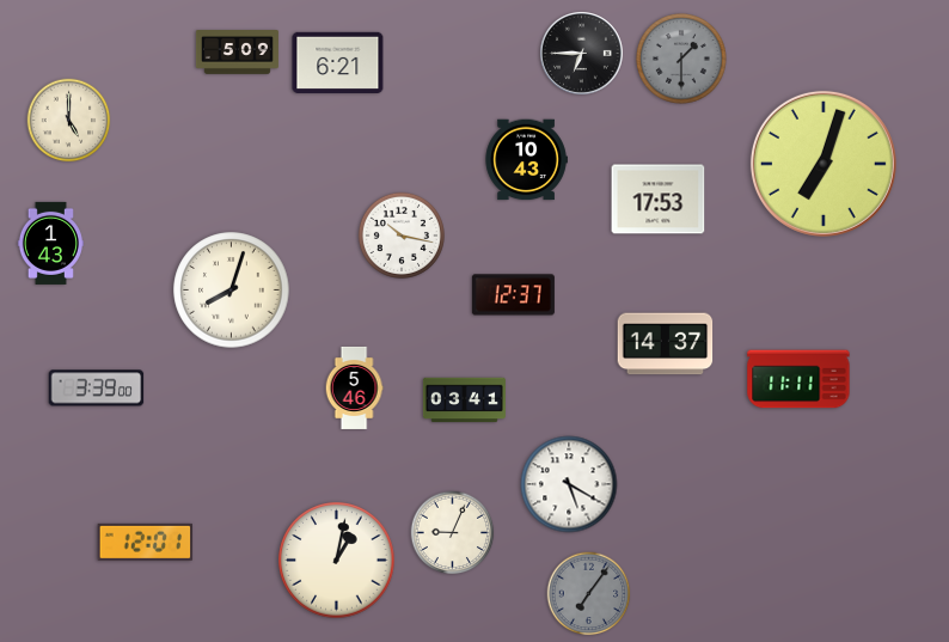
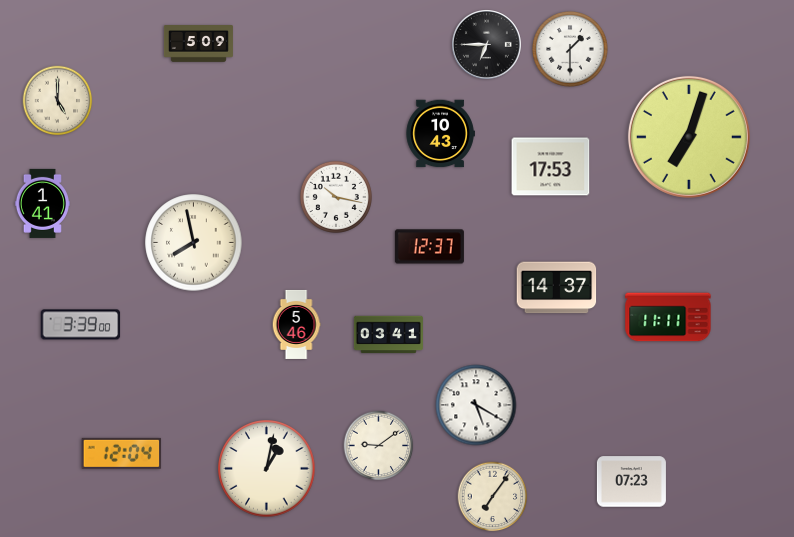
clock at (681, 59) dial: grey -> white
clock at (338, 62): 6:21 -> none
clock at (50, 243): 1:43 -> 1:41
clock at (232, 291): 8:03 -> 7:58
clock at (453, 533): 9:04 -> 9:09
clock at (146, 542): 12:01 -> 12:04
clock at (337, 561) position: (337, 561) -> (267, 469)
clock at (631, 482): none -> 07:23
clock at (589, 594) dial: grey -> cream
